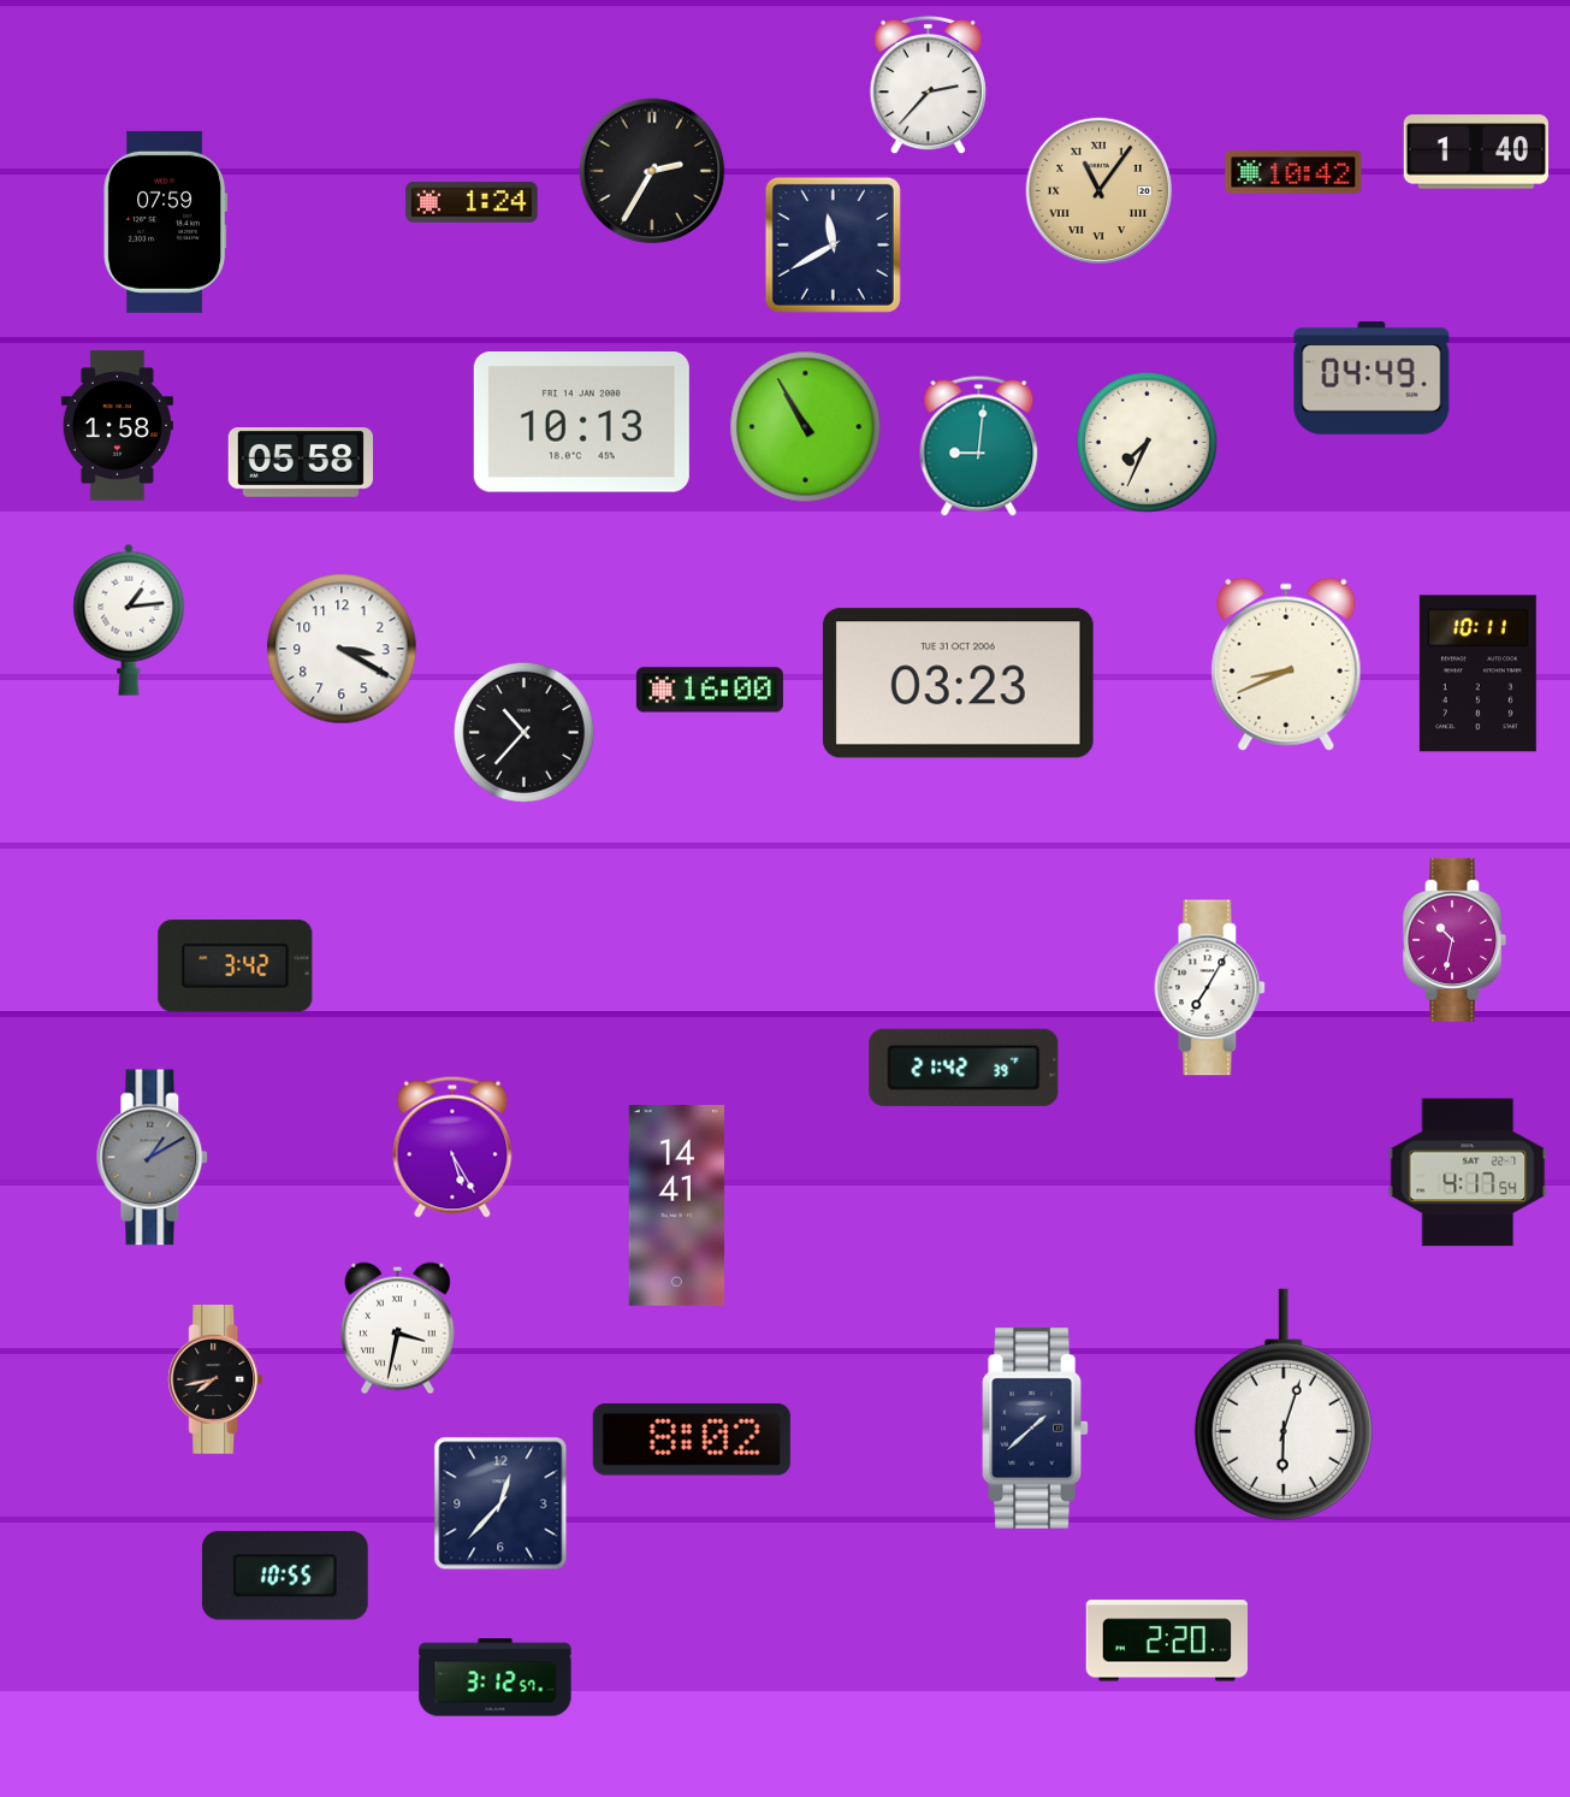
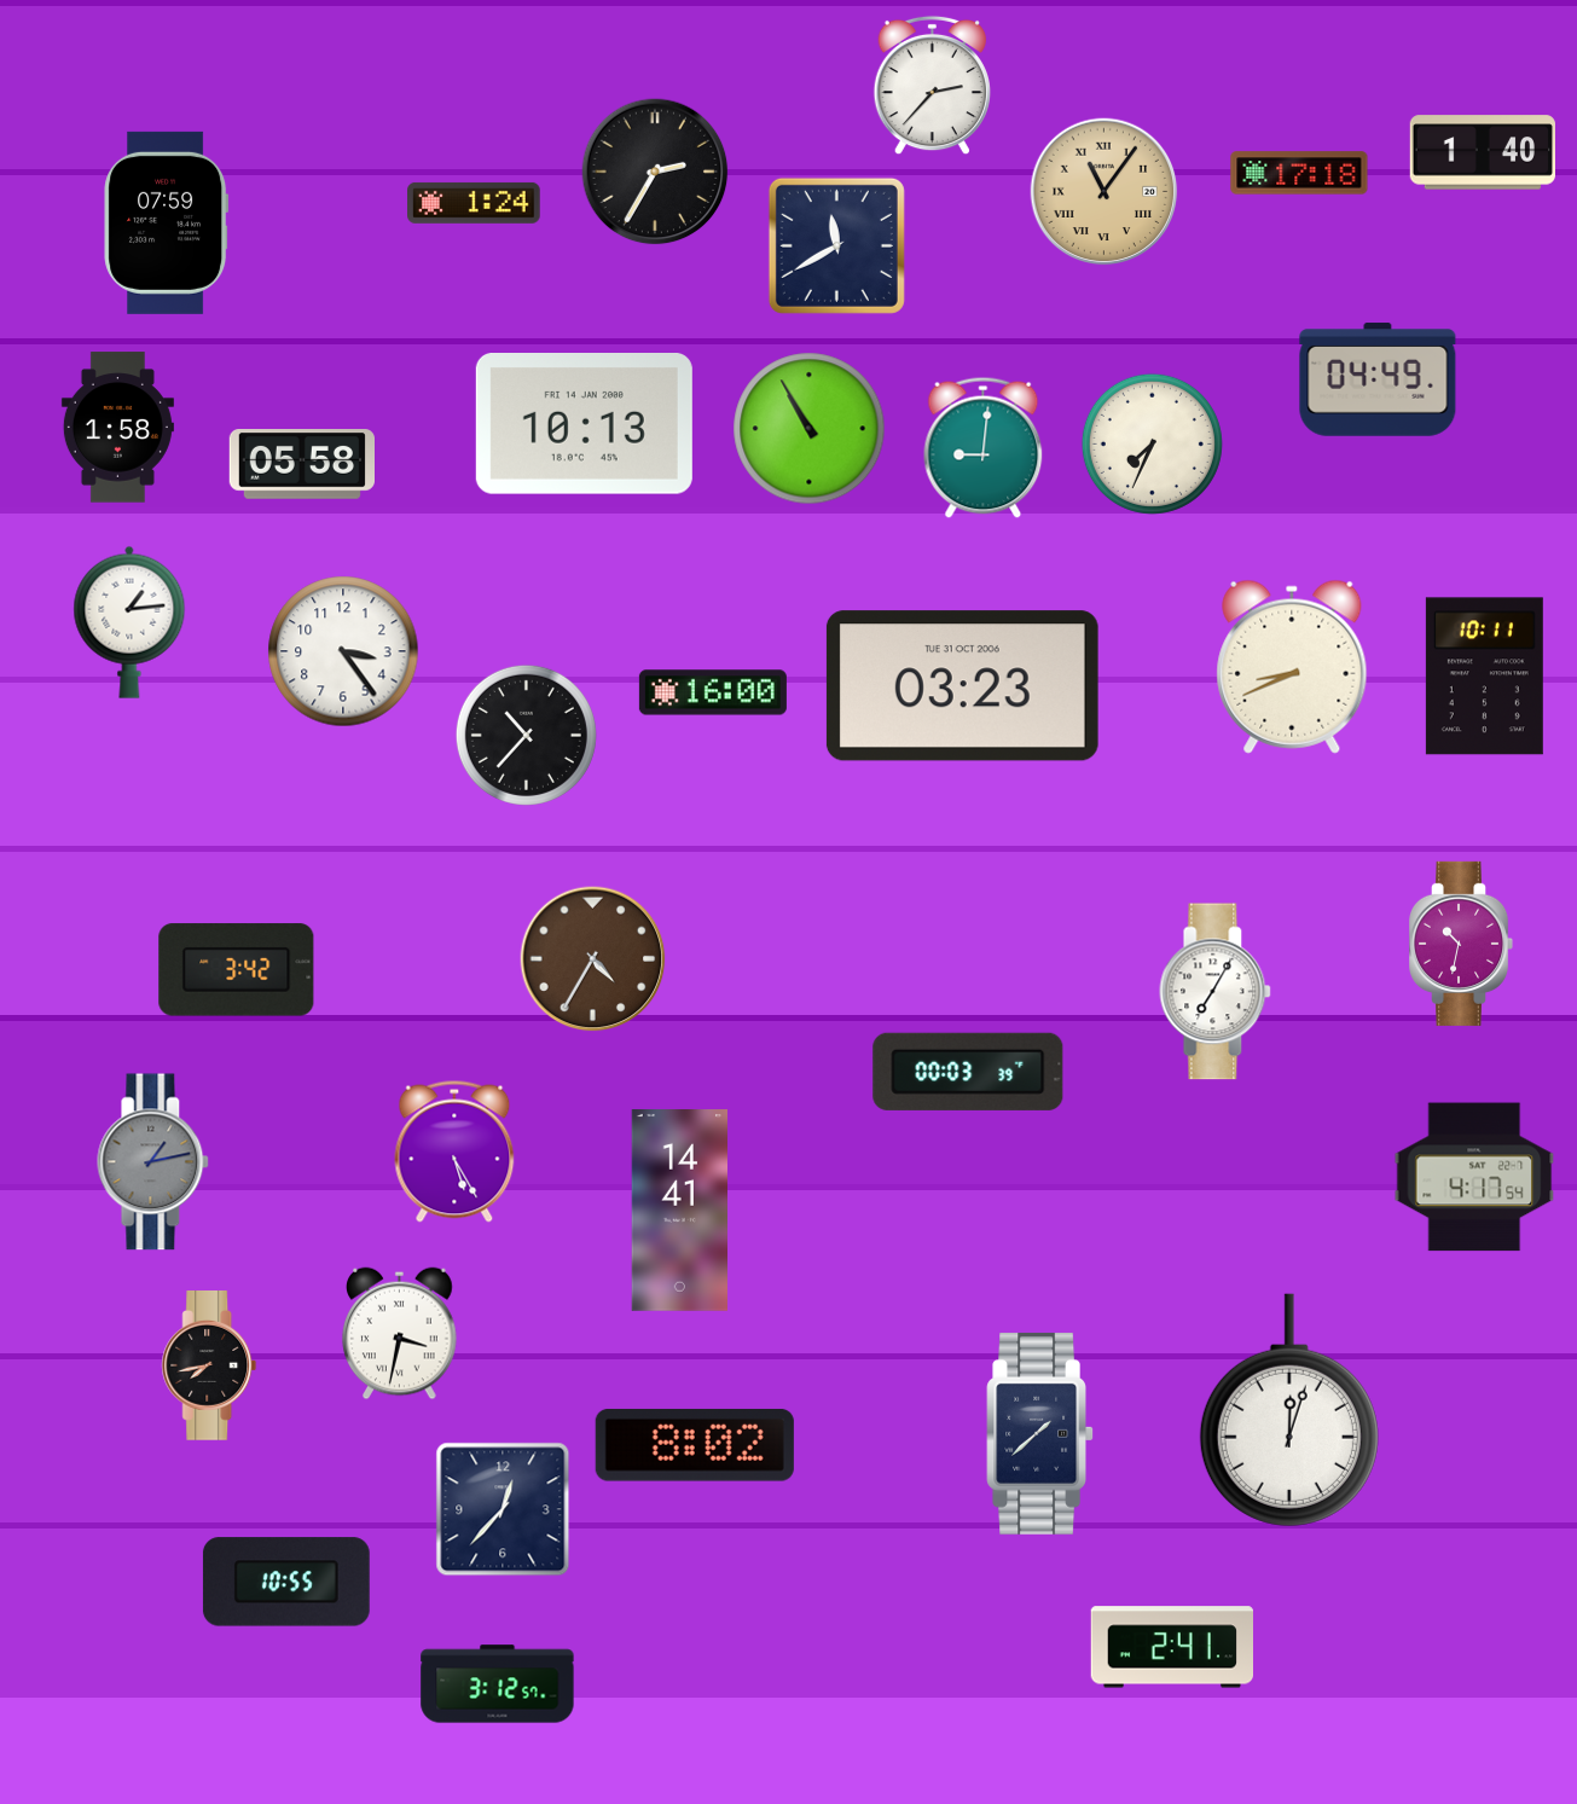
clock at (1293, 172): 10:42 -> 17:18
clock at (342, 649): 3:20 -> 3:24
clock at (593, 959): none -> 4:35
clock at (964, 1068): 21:42 -> 00:03
clock at (153, 1158): 1:10 -> 1:13
clock at (215, 1381) position: (215, 1381) -> (209, 1367)
clock at (1284, 1405): 6:03 -> 12:03
clock at (1166, 1641): 2:20 -> 2:41
